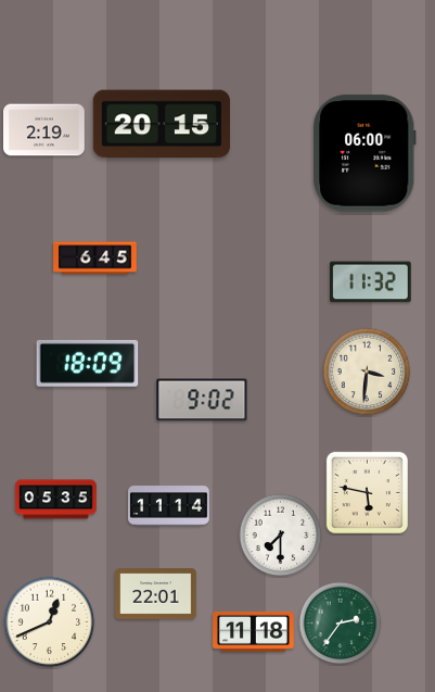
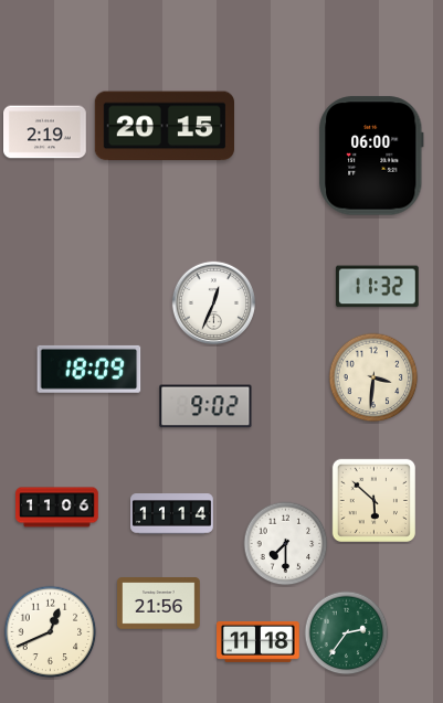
clock at (95, 259): 6:45 -> none
clock at (213, 302): none -> 12:34
clock at (367, 492): 5:47 -> 5:52
clock at (56, 500): 05:35 -> 11:06
clock at (156, 594): 22:01 -> 21:56
